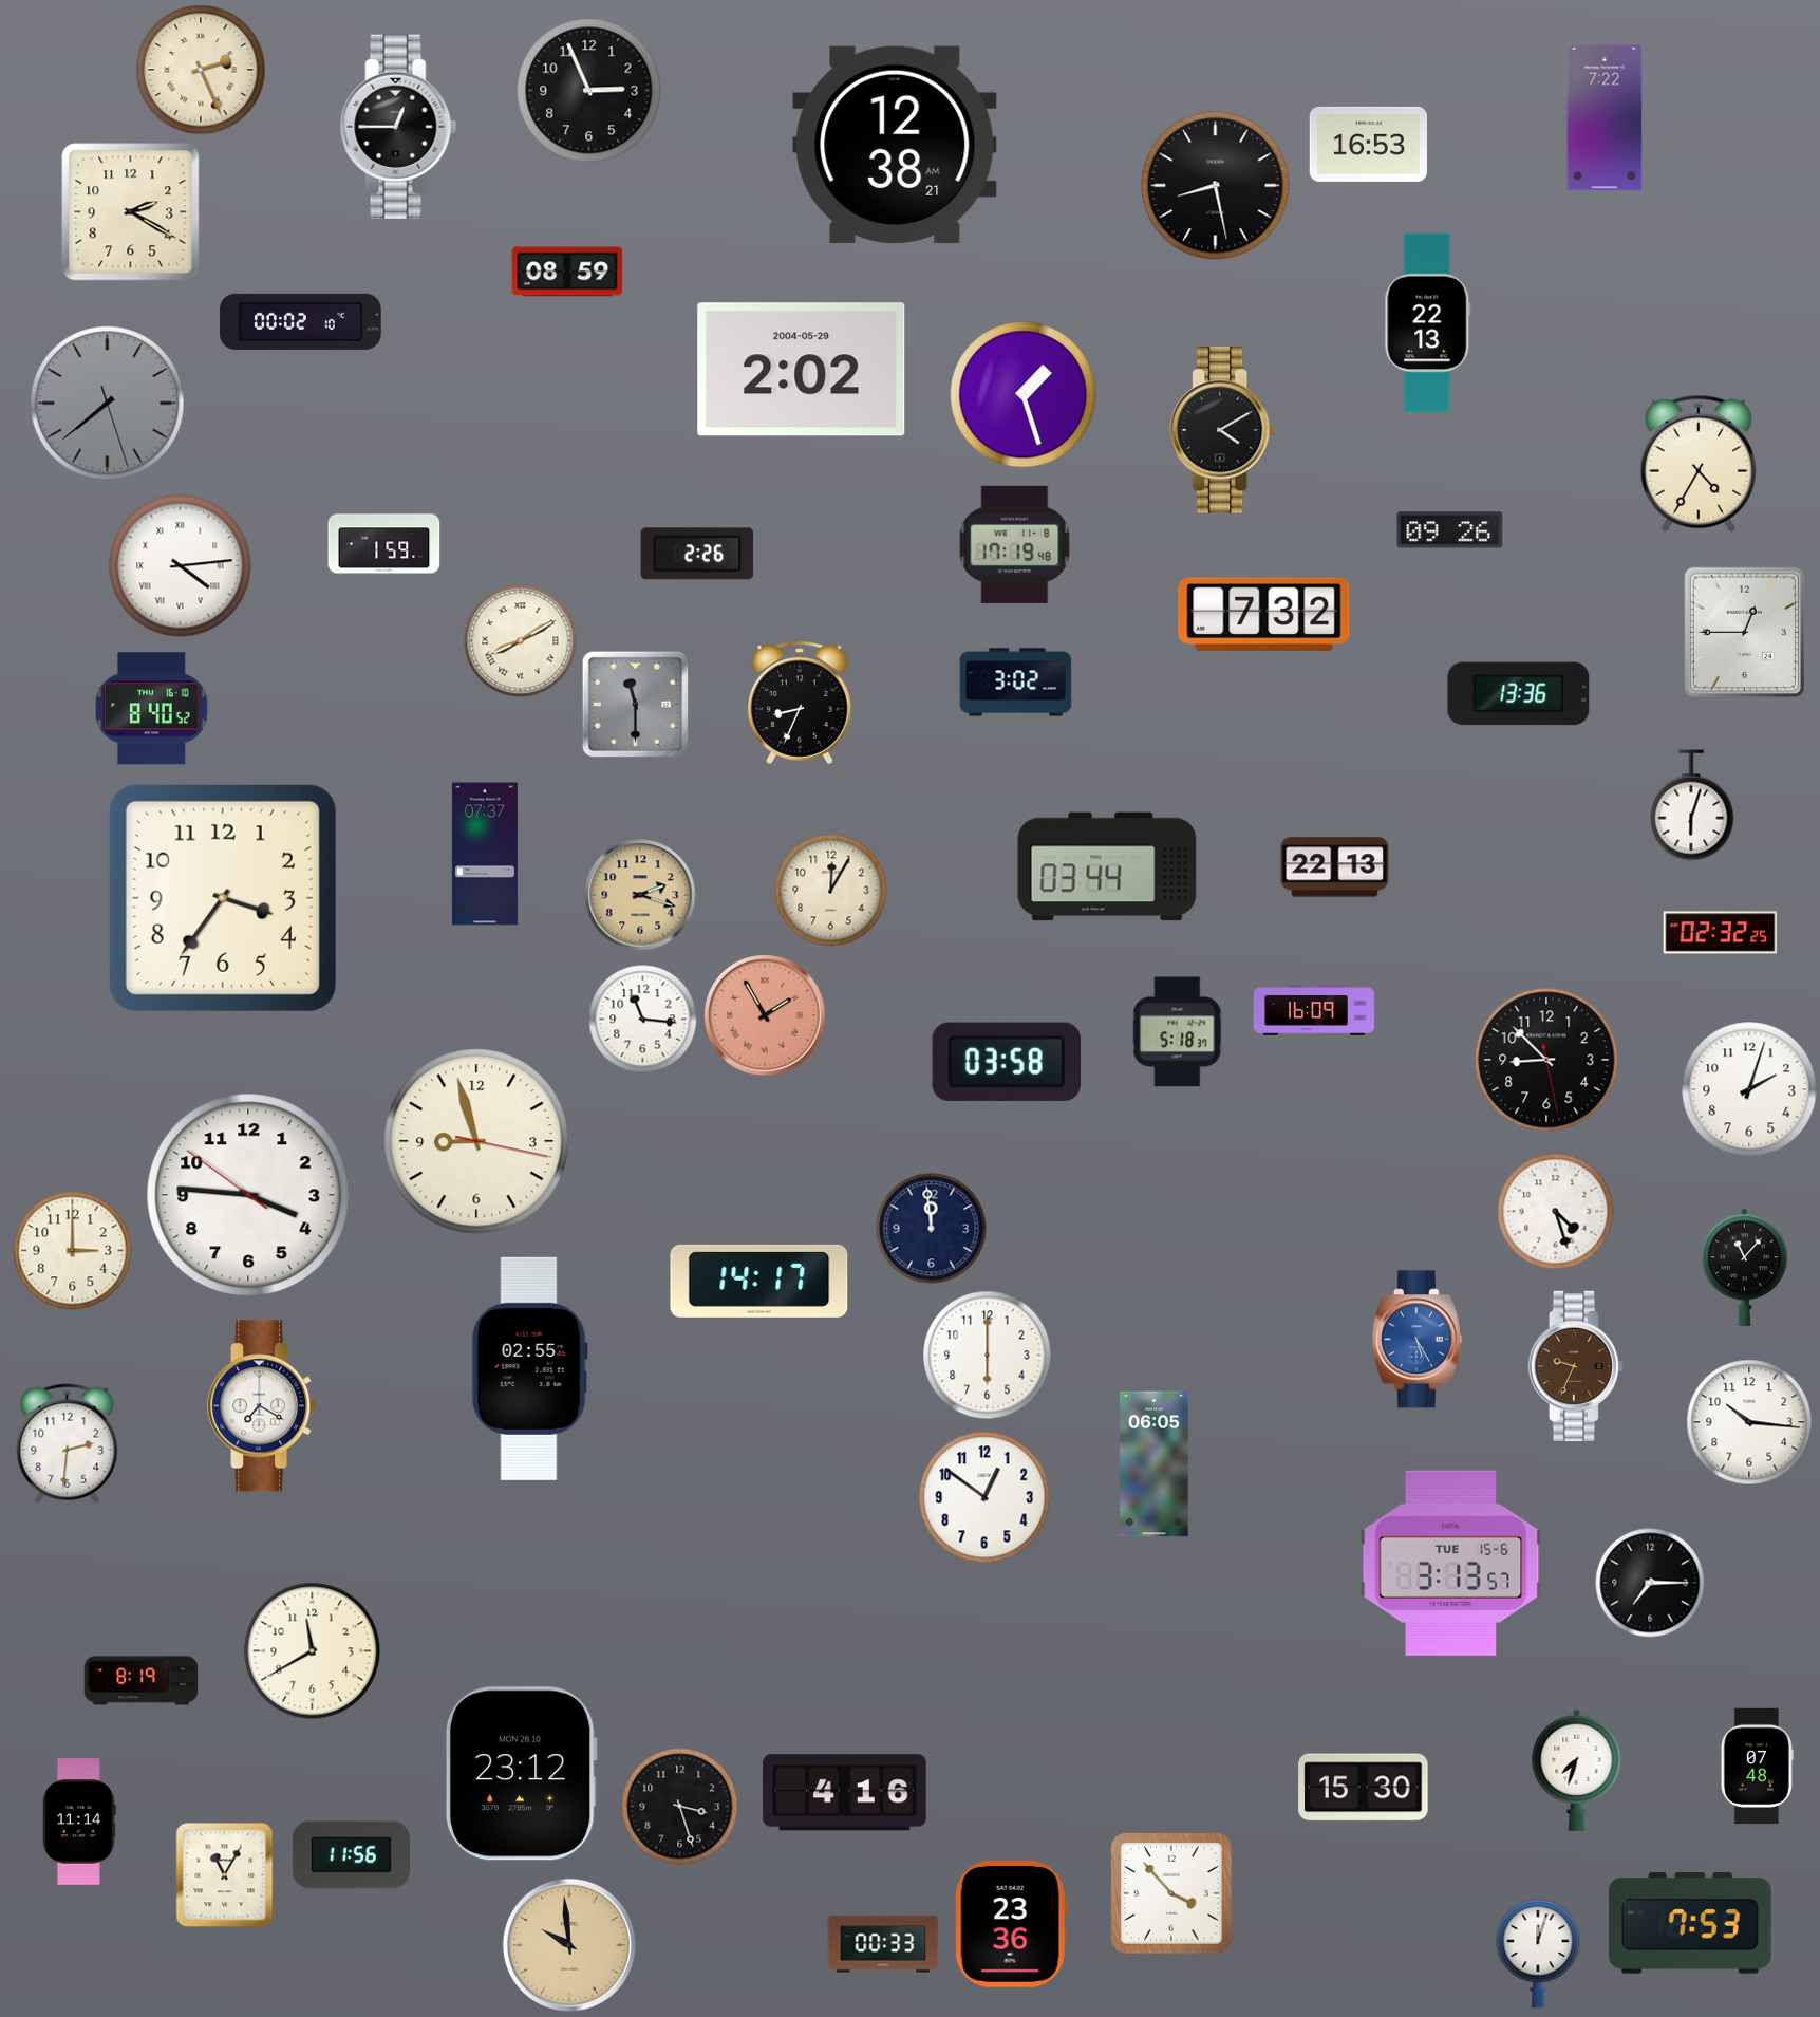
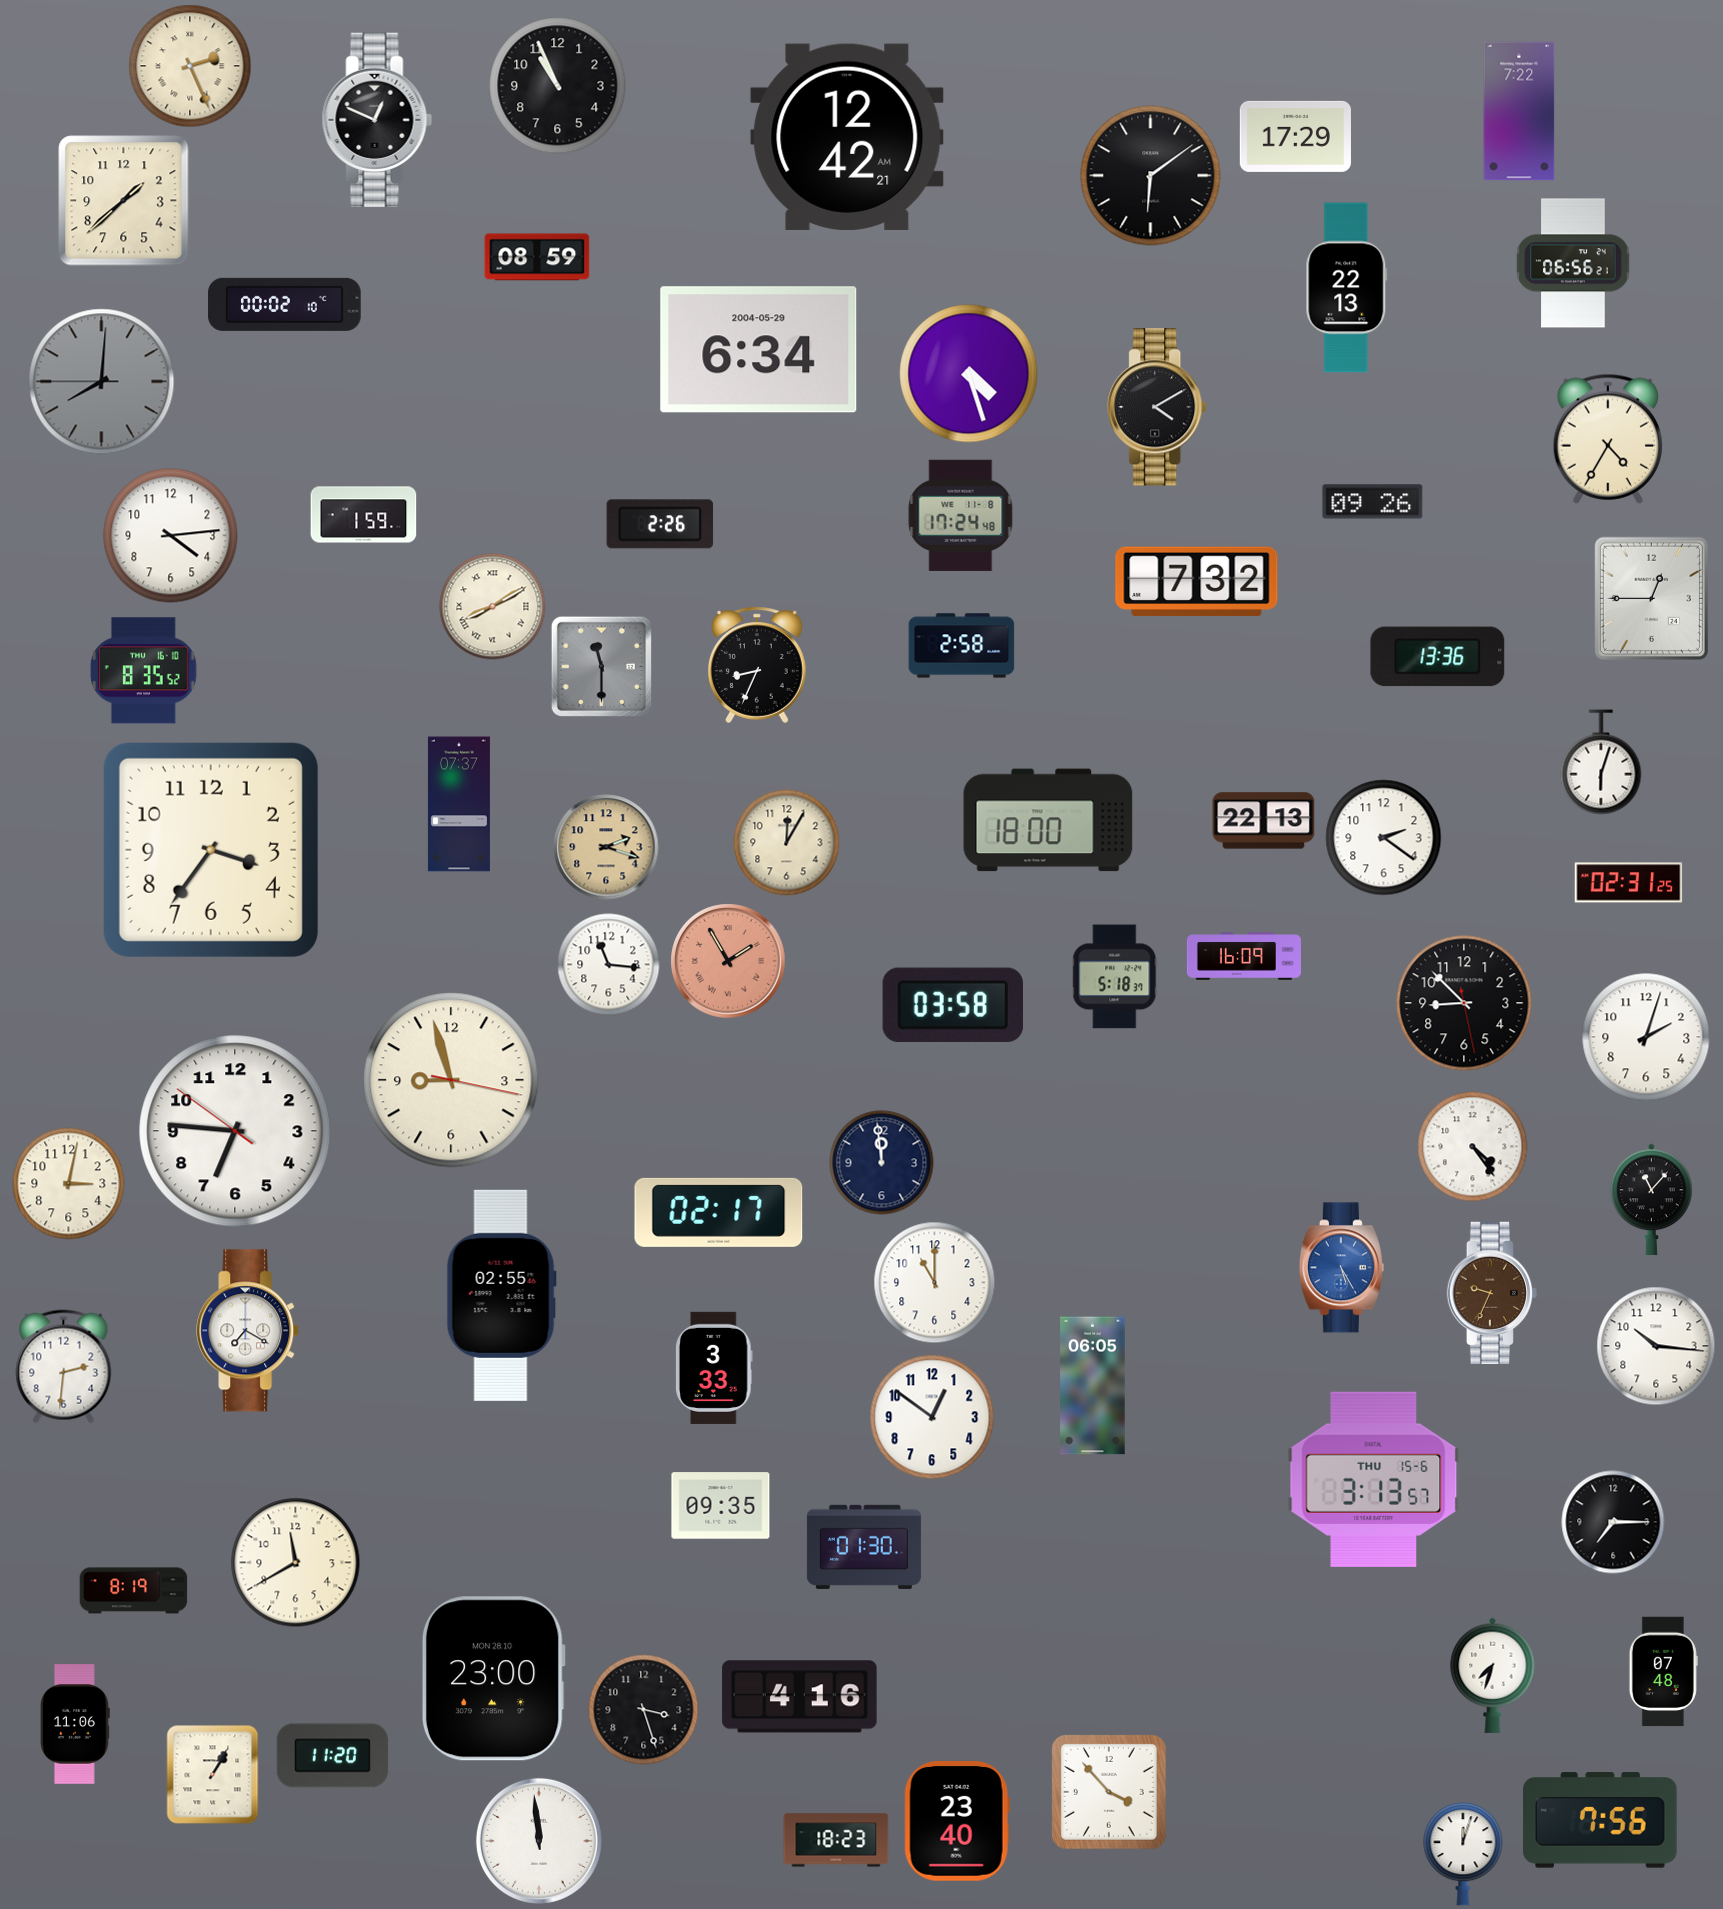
clock at (589, 91): 2:56 -> 10:56
clock at (398, 126): 12:45 -> 12:49
clock at (1368, 144): 16:53 -> 17:29
clock at (895, 145): 12:38 -> 12:42
clock at (1216, 186): 8:28 -> 6:09
clock at (131, 212): 2:20 -> 1:38
clock at (1573, 263): none -> 06:56
clock at (1428, 323) position: (1428, 323) -> (1347, 288)
clock at (802, 370): 2:02 -> 6:34
clock at (1024, 395): 1:27 -> 4:27
clock at (108, 404): 7:38 -> 8:00
clock at (1015, 544): 17:19 -> 17:24
clock at (181, 566) numerals: Roman -> Arabic
clock at (1016, 683): 3:02 -> 2:58
clock at (151, 709): 8:40 -> 8:35
clock at (485, 854) position: (485, 854) -> (459, 804)
clock at (1107, 866): 03:44 -> 18:00
clock at (1384, 838): none -> 2:21
clock at (1721, 933): 02:32 -> 02:31
clock at (765, 1015) position: (765, 1015) -> (728, 961)
clock at (1749, 1089) position: (1749, 1089) -> (1646, 1037)
clock at (248, 1195): 3:45 -> 6:45
clock at (1556, 1212): 4:27 -> 4:24
clock at (73, 1251): 3:00 -> 3:02
clock at (759, 1281): 14:17 -> 02:17
clock at (988, 1356): 6:00 -> 11:00
clock at (714, 1368): none -> 3:33
clock at (1451, 1563) date: TUE 15-6 -> THU 15-6
clock at (1650, 1583) position: (1650, 1583) -> (1613, 1522)
clock at (721, 1506): none -> 09:35
clock at (864, 1547): none -> 01:30
clock at (521, 1774): 23:12 -> 23:00
clock at (1364, 1788): 15:30 -> none
clock at (79, 1822): 11:14 -> 11:06
clock at (351, 1855): 11:56 -> 11:20
clock at (225, 1875): 11:05 -> 1:05
clock at (1690, 1923): 7:53 -> 7:56
clock at (1011, 1925): 23:36 -> 23:40
clock at (883, 1944): 00:33 -> 18:23
clock at (569, 1945): 9:59 -> 11:59
clock at (569, 1945) dial: champagne -> white
clock at (1538, 1954) position: (1538, 1954) -> (1463, 1854)
